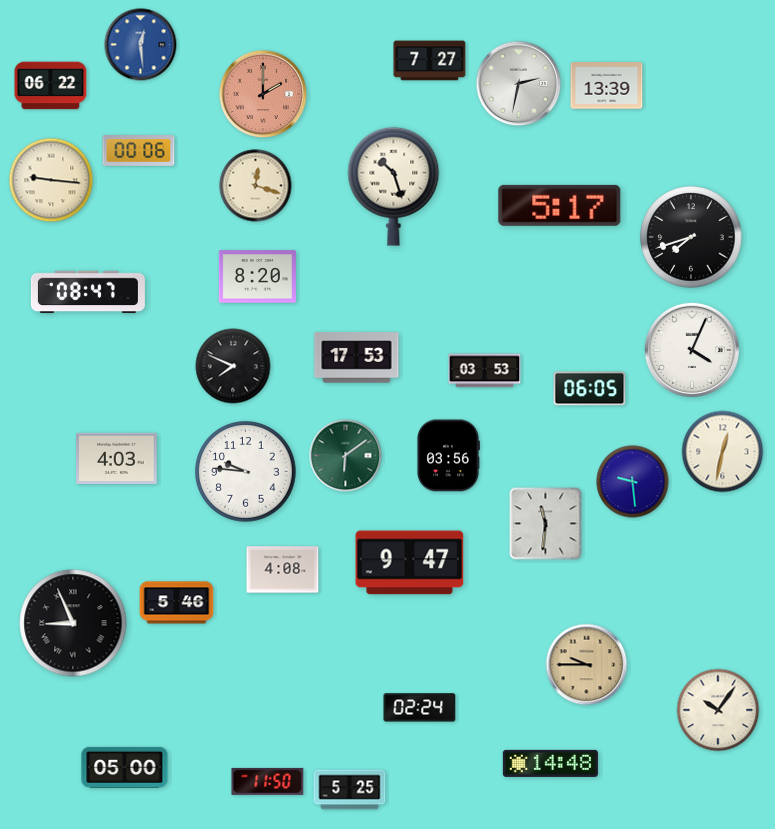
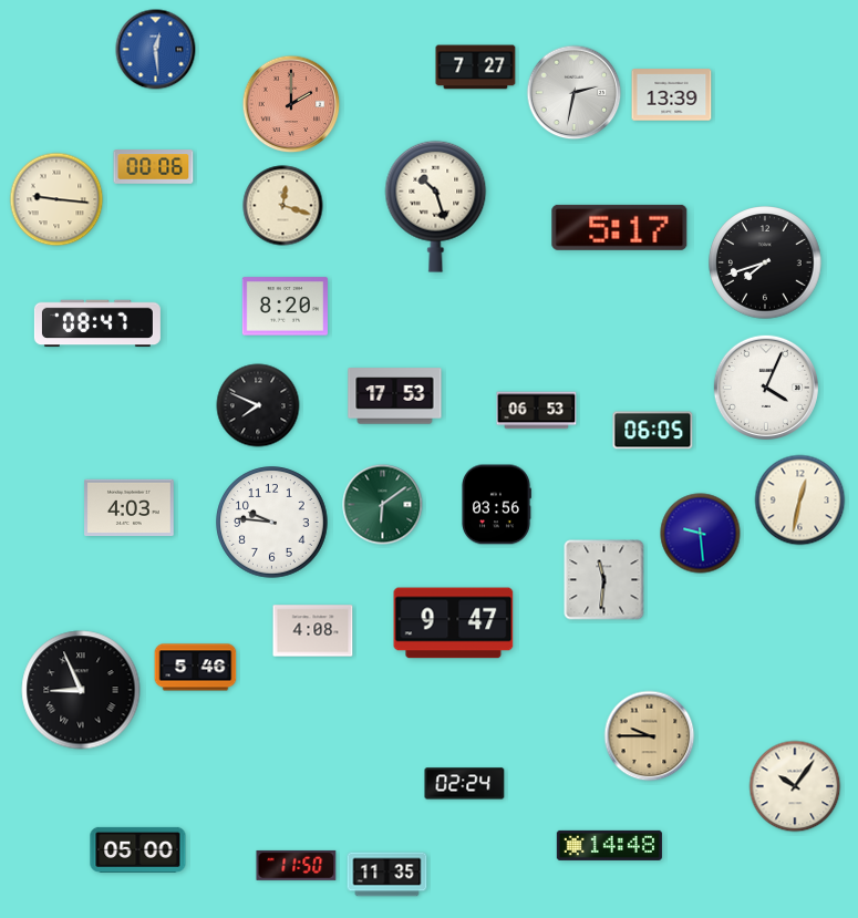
clock at (51, 86): 06:22 -> none
clock at (485, 371): 03:53 -> 06:53
clock at (350, 790): 5:25 -> 11:35
